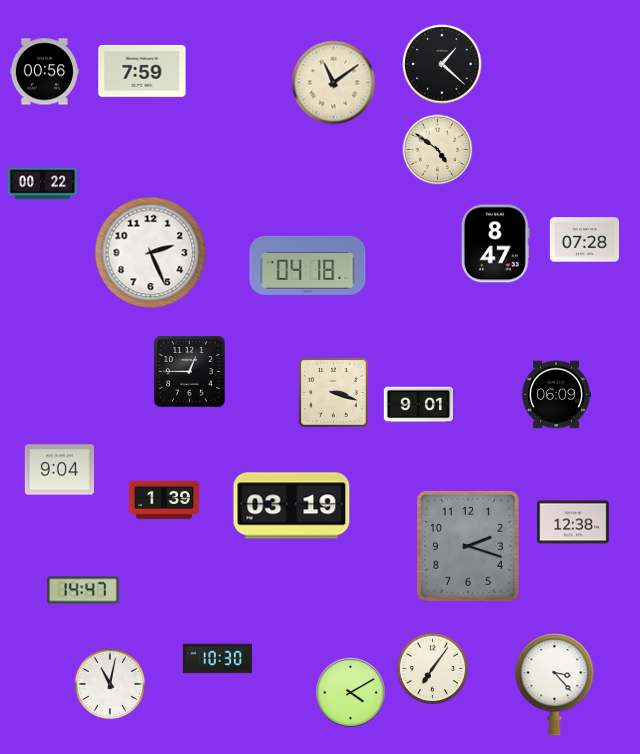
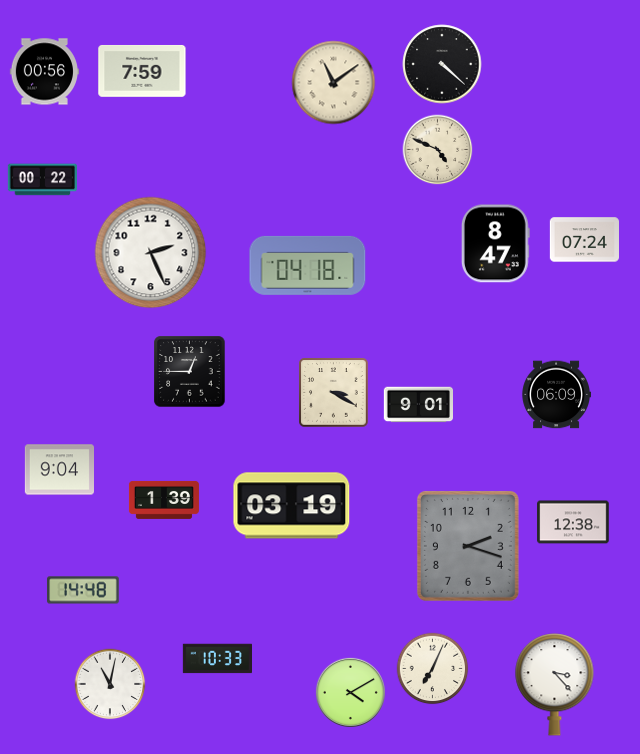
clock at (442, 64): 1:22 -> 4:22
clock at (438, 150): 4:51 -> 4:49
clock at (42, 184) position: (42, 184) -> (42, 180)
clock at (584, 240): 07:28 -> 07:24
clock at (334, 393): 3:18 -> 3:20
clock at (83, 590): 14:47 -> 14:48
clock at (217, 659): 10:30 -> 10:33
clock at (433, 669): 7:06 -> 7:04
